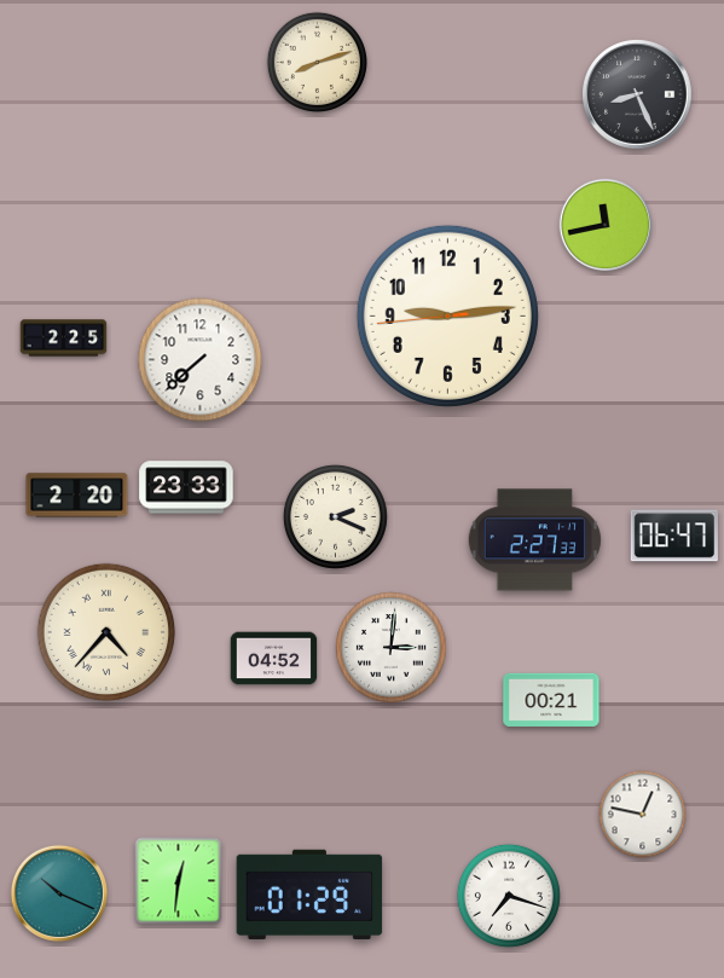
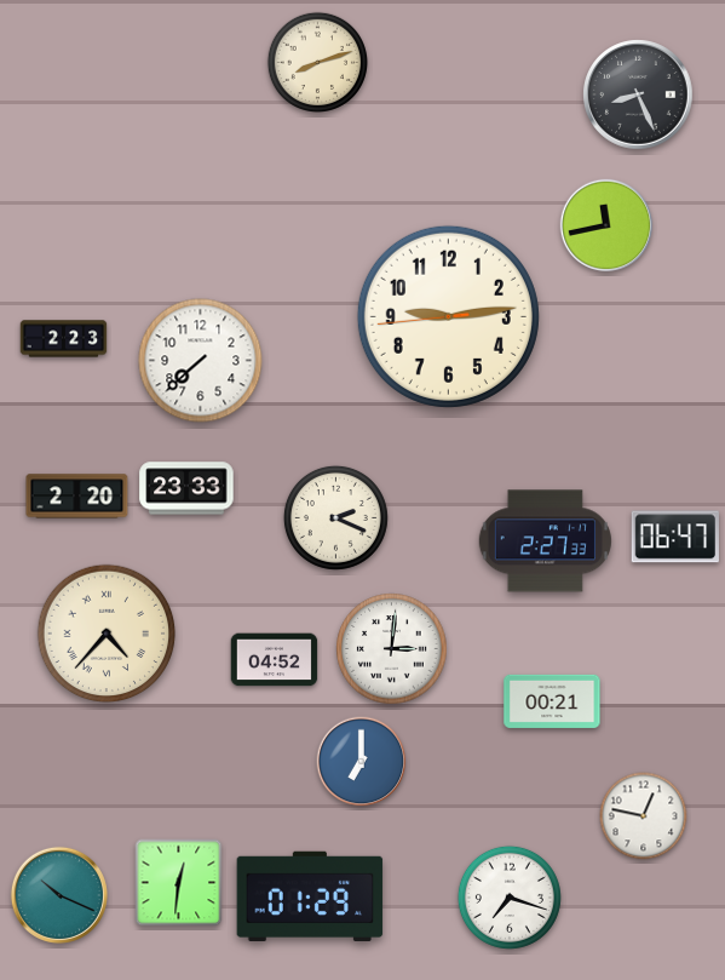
clock at (64, 338): 2:25 -> 2:23
clock at (534, 540) position: (534, 540) -> (545, 541)
clock at (362, 762): none -> 7:00
